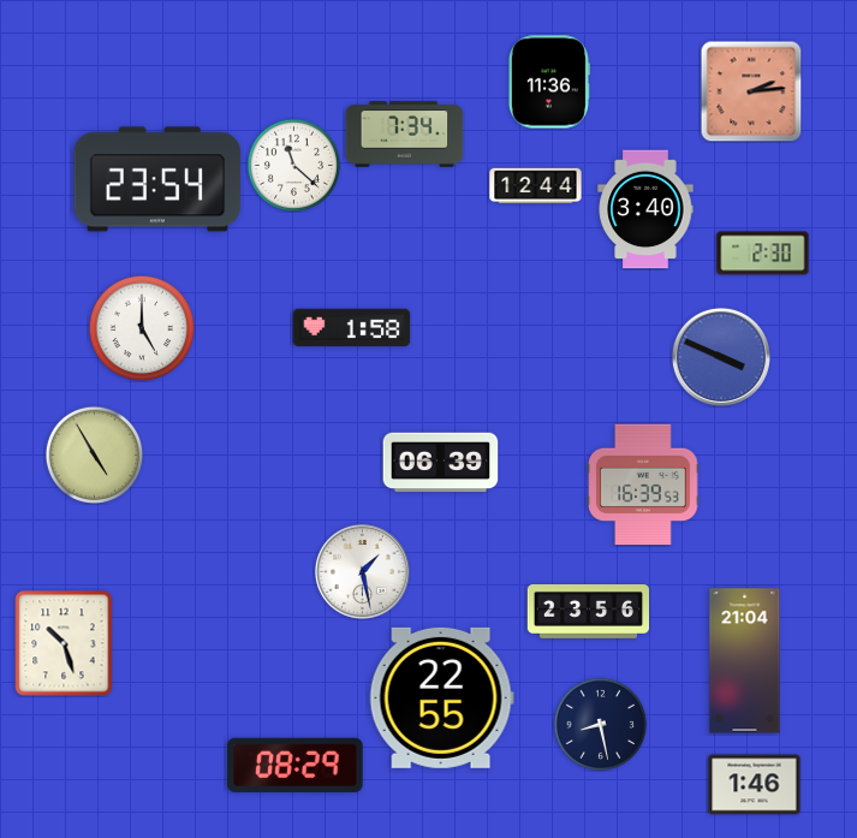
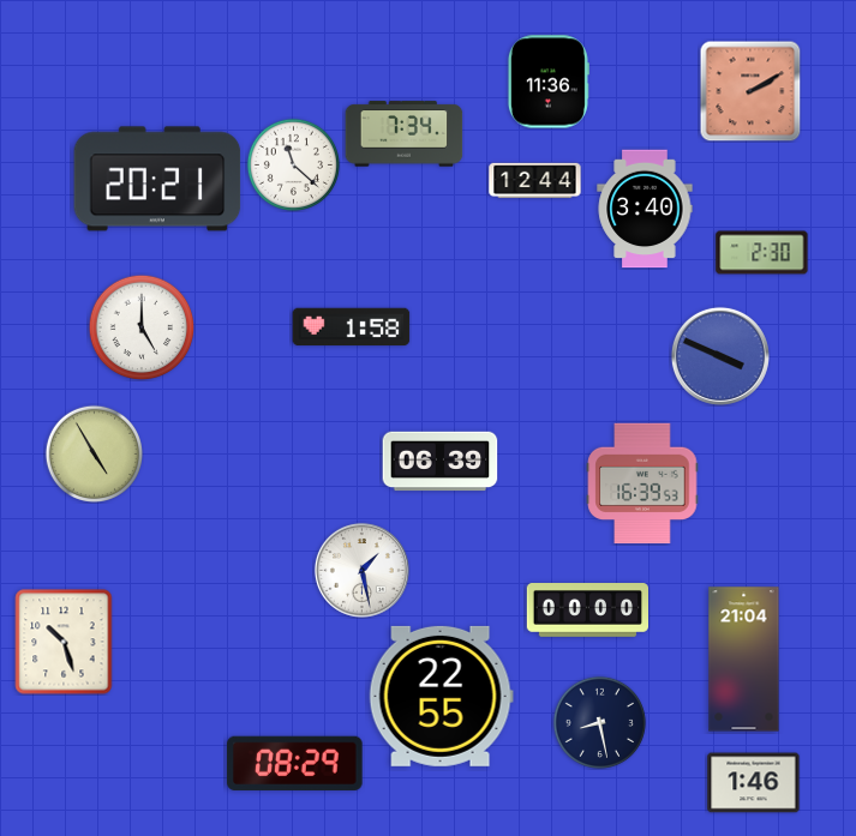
clock at (751, 91): 2:14 -> 2:10
clock at (157, 179): 23:54 -> 20:21
clock at (536, 186) position: (536, 186) -> (535, 181)
clock at (588, 612): 23:56 -> 00:00
